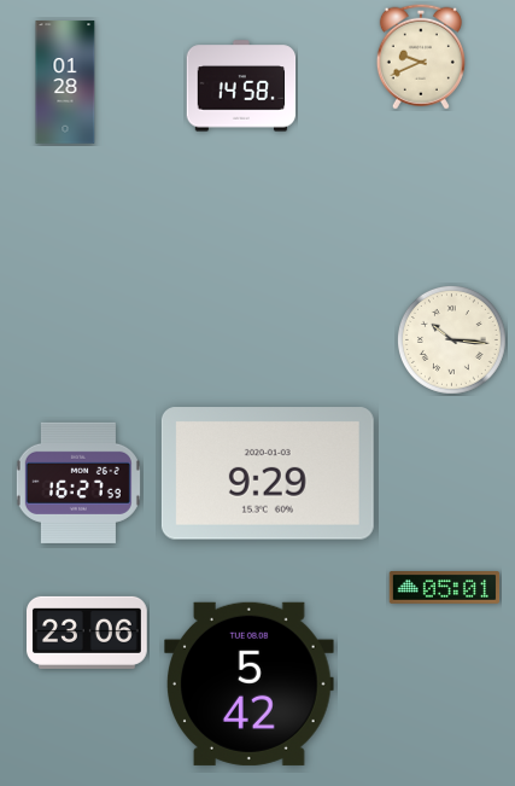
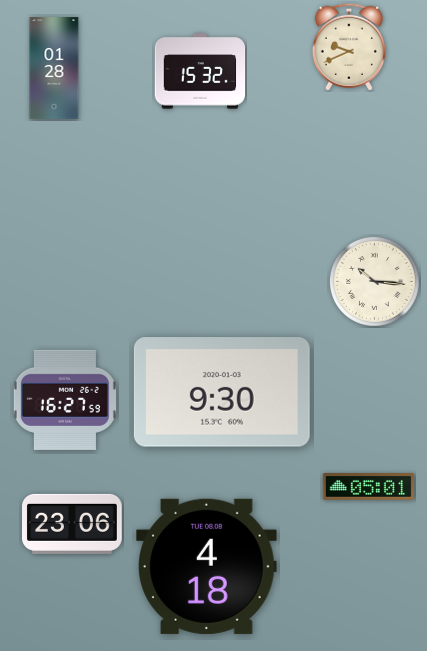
clock at (241, 86): 14:58 -> 15:32
clock at (268, 473): 9:29 -> 9:30
clock at (250, 683): 5:42 -> 4:18
